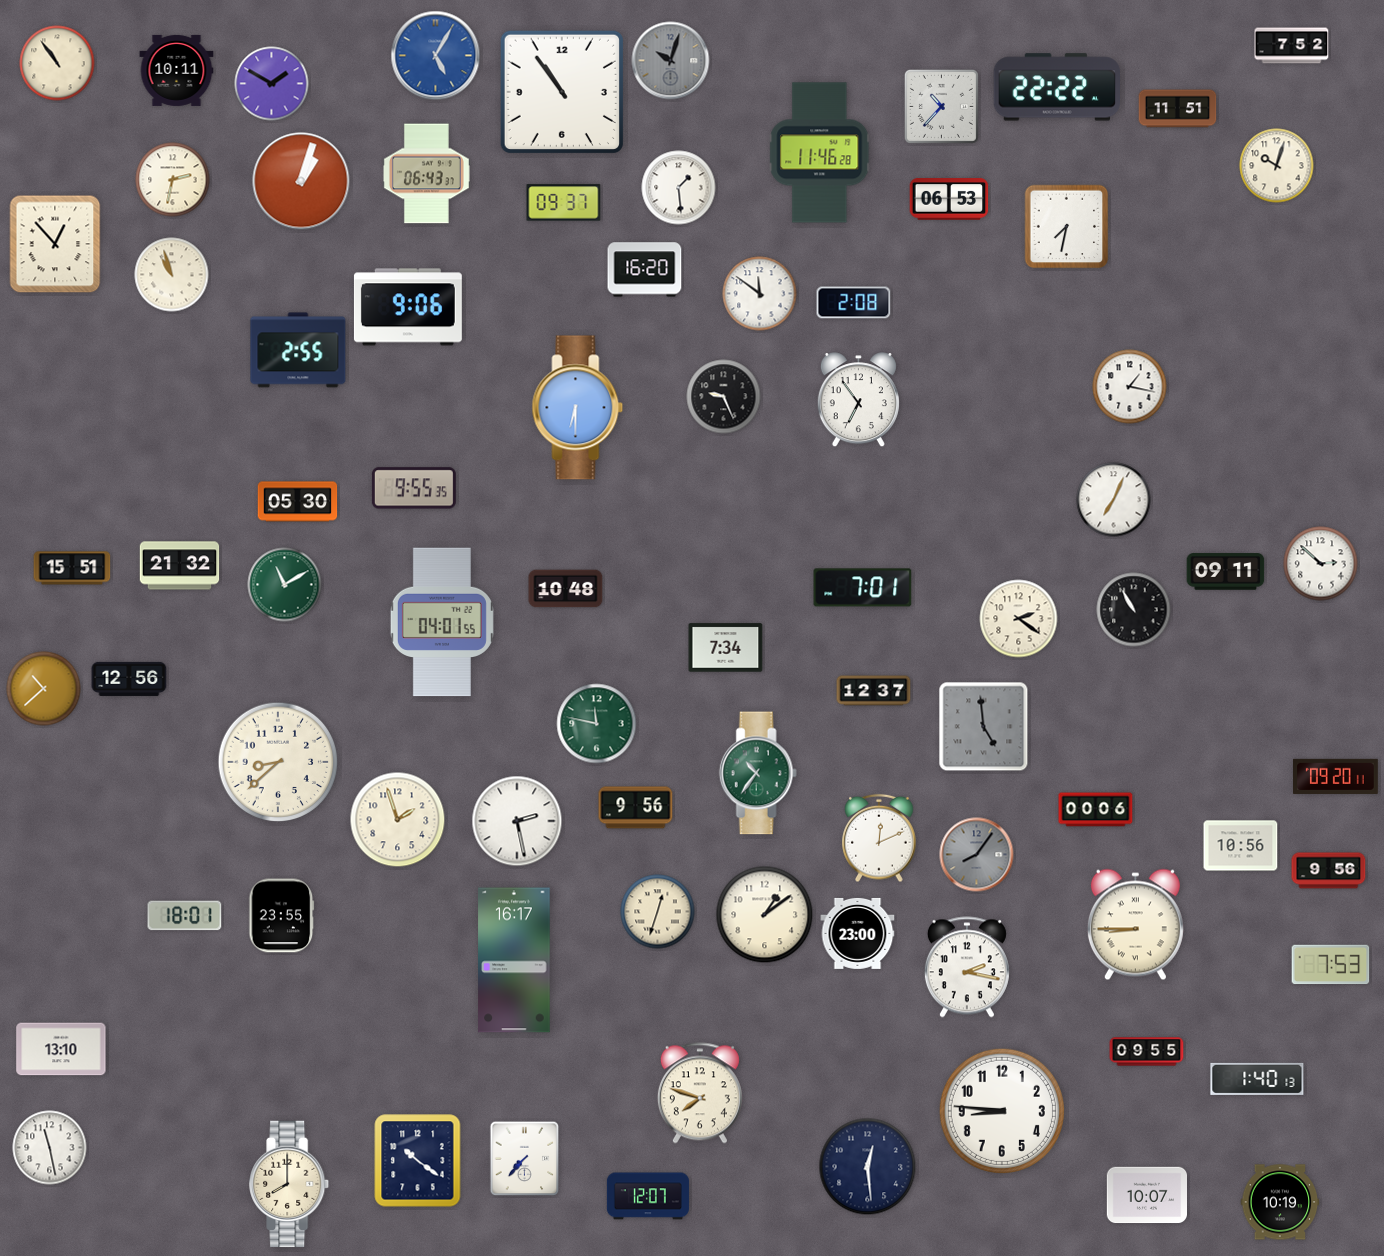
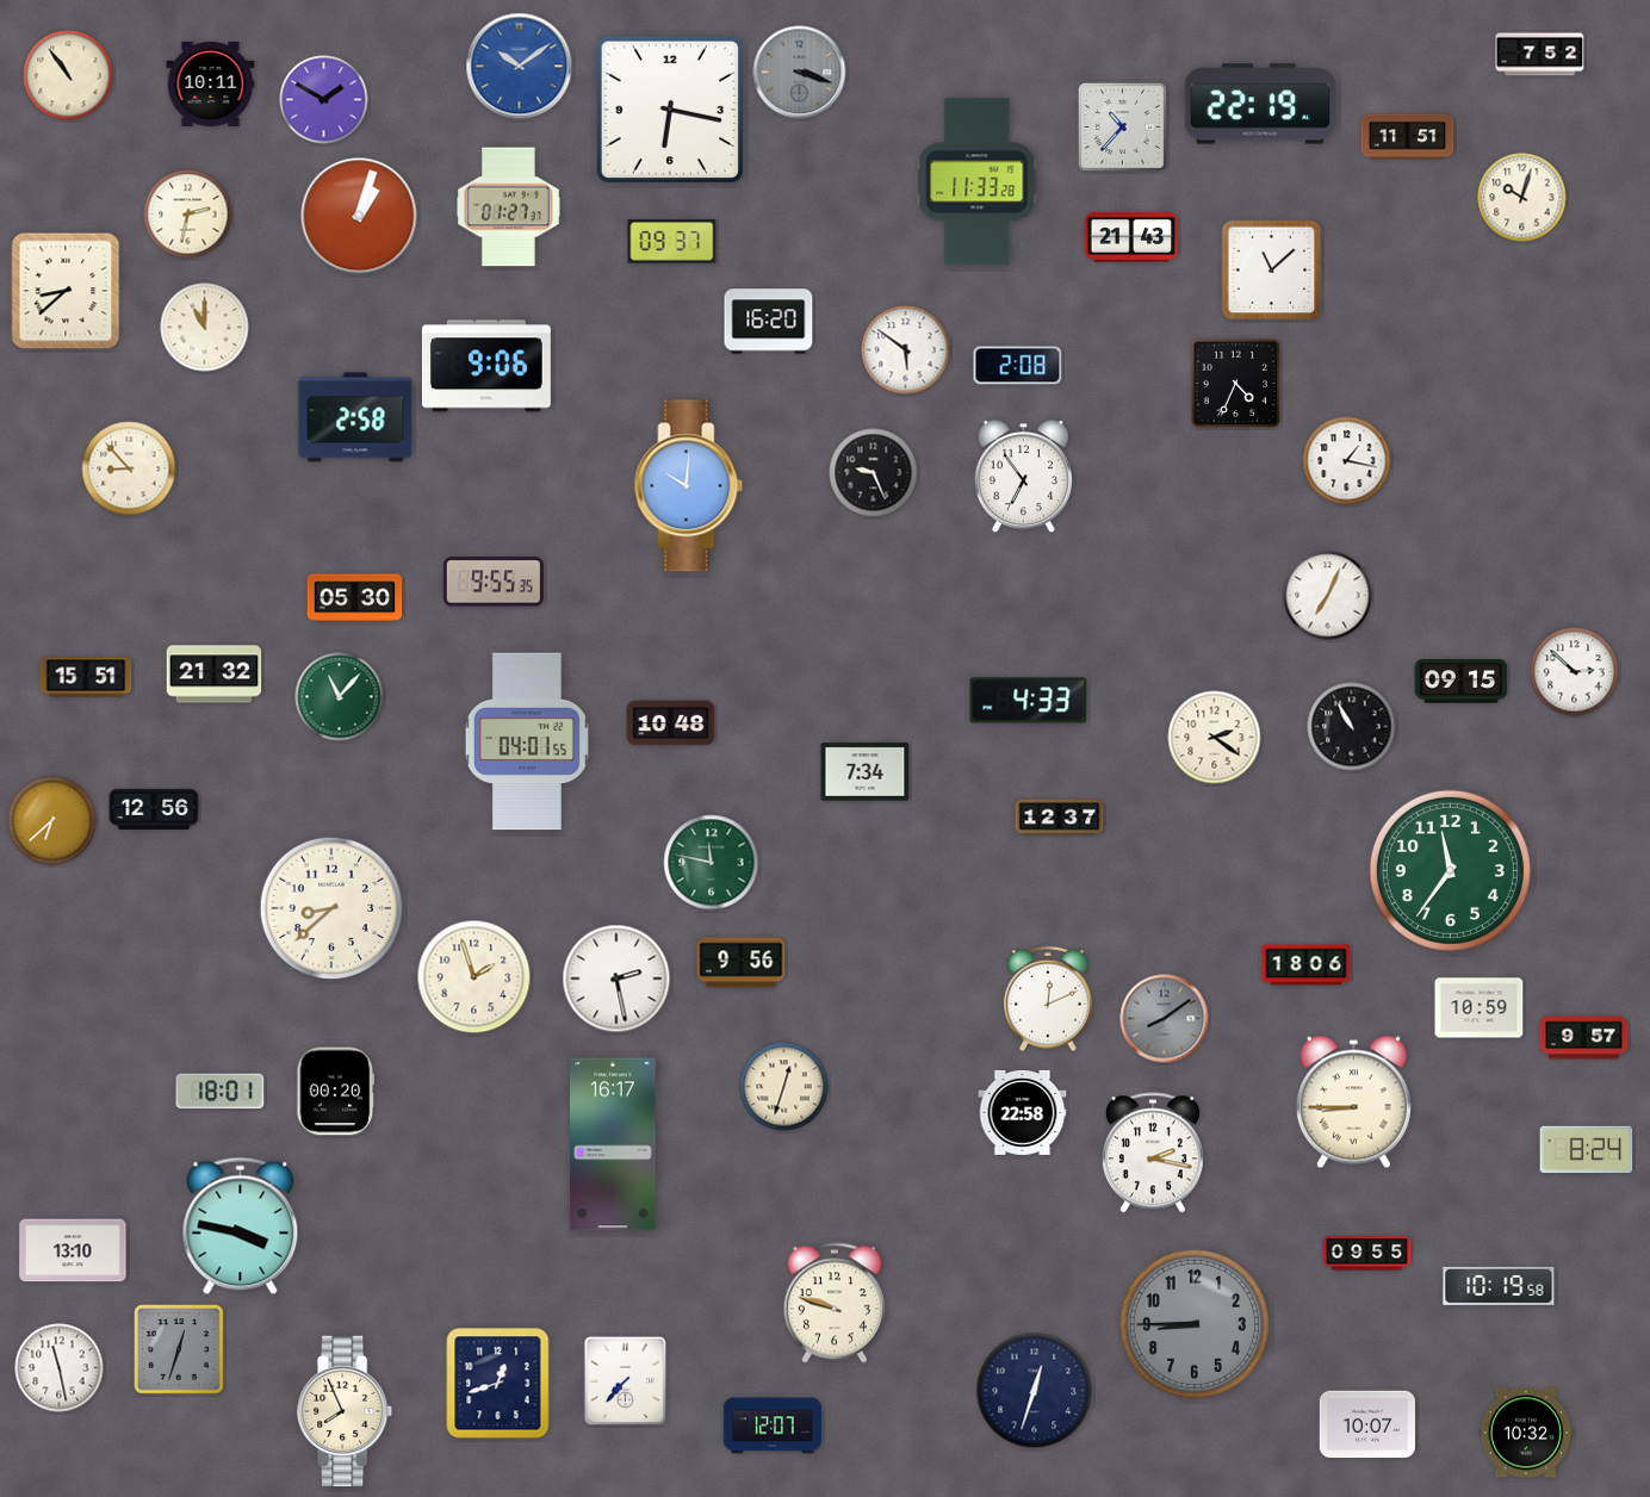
clock at (436, 56): 5:05 -> 10:09
clock at (671, 61): 10:03 -> 3:18
clock at (1056, 87): 22:22 -> 22:19
clock at (562, 92): 10:54 -> 6:17
clock at (1178, 109) position: (1178, 109) -> (1408, 137)
clock at (820, 153): 11:46 -> 11:33
clock at (426, 174): 06:43 -> 01:27
clock at (173, 180) position: (173, 180) -> (188, 215)
clock at (679, 188): 1:29 -> none
clock at (949, 199): 06:53 -> 21:43
clock at (1067, 227): 7:32 -> 11:08
clock at (55, 244): 12:53 -> 8:38
clock at (172, 275): 10:57 -> 11:00
clock at (760, 294): 11:51 -> 5:51
clock at (854, 303) position: (854, 303) -> (1018, 366)
clock at (1236, 384): none -> 4:34
clock at (298, 350): 2:55 -> 2:58
clock at (129, 468): none -> 8:53
clock at (724, 397) position: (724, 397) -> (874, 473)
clock at (578, 408): 6:30 -> 10:01
clock at (1226, 572): 09:11 -> 09:15
clock at (285, 585): 11:10 -> 11:07
clock at (863, 588): 7:01 -> 4:33
clock at (566, 589) position: (566, 589) -> (671, 723)
clock at (44, 689): 10:38 -> 6:38
clock at (874, 691) position: (874, 691) -> (1060, 818)
clock at (984, 727): 4:59 -> none
clock at (1450, 870): none -> 11:36
clock at (758, 773): 10:36 -> none
clock at (1336, 776): 09:20 -> none
clock at (636, 808) position: (636, 808) -> (742, 963)
clock at (1096, 810): 00:06 -> 18:06
clock at (1241, 846): 10:56 -> 10:59
clock at (977, 855): 8:06 -> 8:09
clock at (1329, 871): 9:56 -> 9:57
clock at (765, 915): 1:09 -> none
clock at (282, 916): 23:55 -> 00:20
clock at (858, 933): 23:00 -> 22:58
clock at (1331, 965): 7:53 -> 8:24
clock at (241, 1226): none -> 3:47
clock at (1257, 1079): 1:40 -> 10:19
clock at (700, 1093): 7:48 -> 9:48
clock at (1002, 1111): 8:46 -> 8:45
clock at (1002, 1111) dial: white -> grey
clock at (179, 1349): none -> 12:33
clock at (418, 1161): 10:21 -> 12:42
clock at (868, 1167): 12:29 -> 12:33
clock at (290, 1184): 8:00 -> 7:56
clock at (1280, 1202): 10:19 -> 10:32
